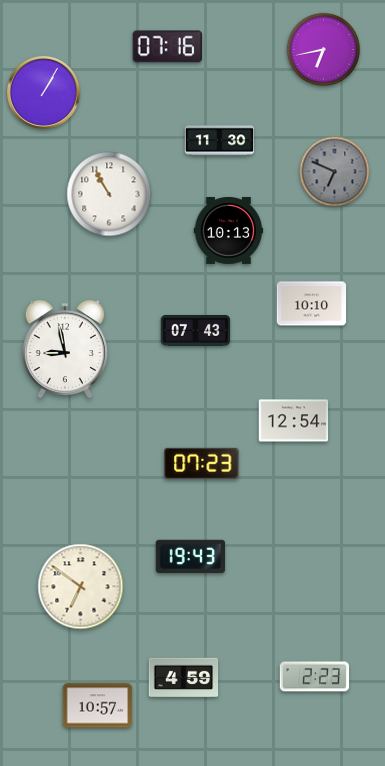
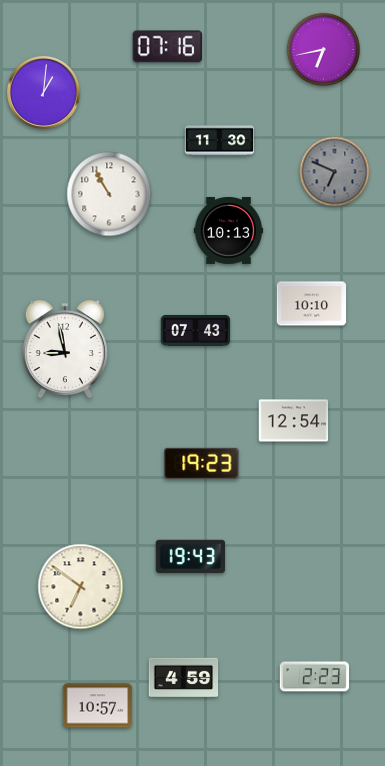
clock at (43, 92): 1:05 -> 1:01
clock at (202, 463): 07:23 -> 19:23
